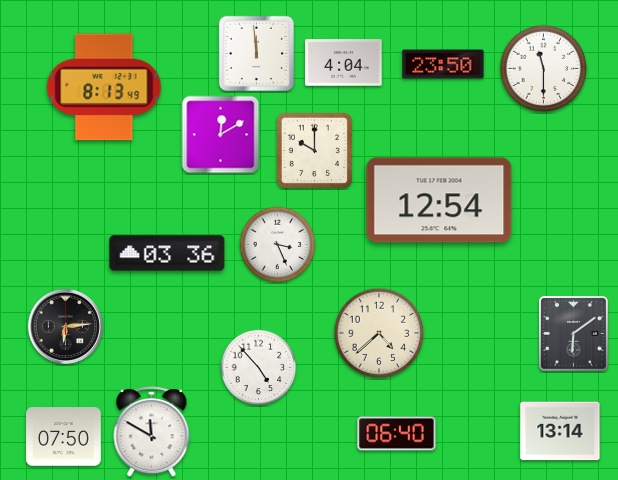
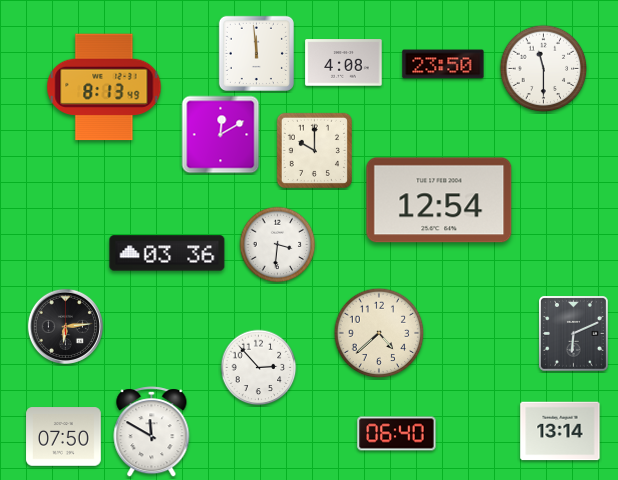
clock at (344, 63): 4:04 -> 4:08
clock at (278, 245): 3:26 -> 3:31
clock at (574, 334): 6:09 -> 6:11
clock at (259, 368): 4:53 -> 2:53
